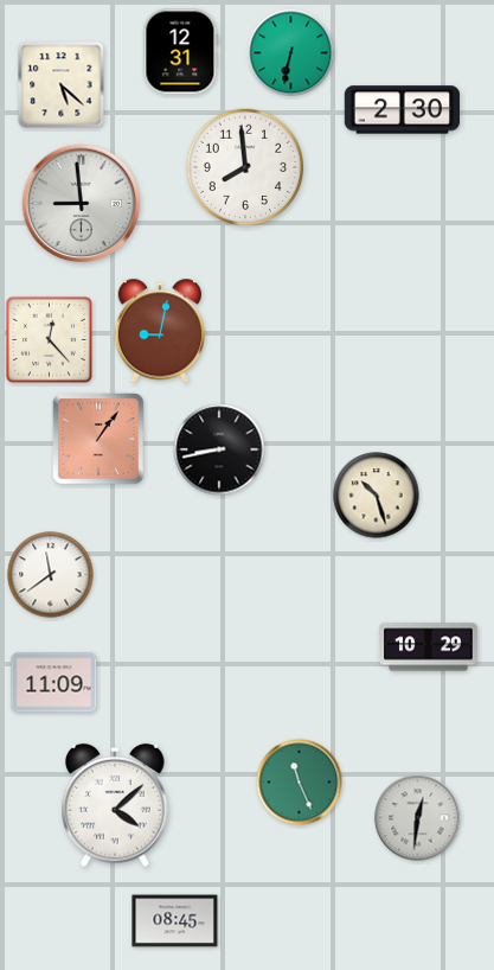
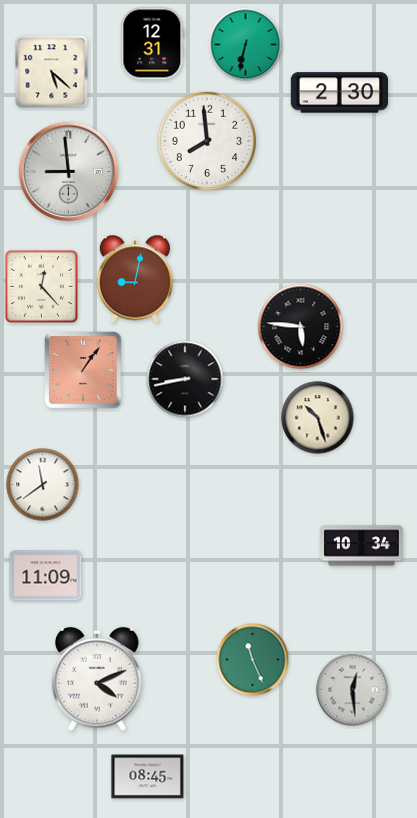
clock at (301, 327): none -> 5:46
clock at (429, 647): 10:29 -> 10:34
clock at (115, 805): 4:08 -> 4:11
clock at (418, 818): 12:31 -> 12:29
